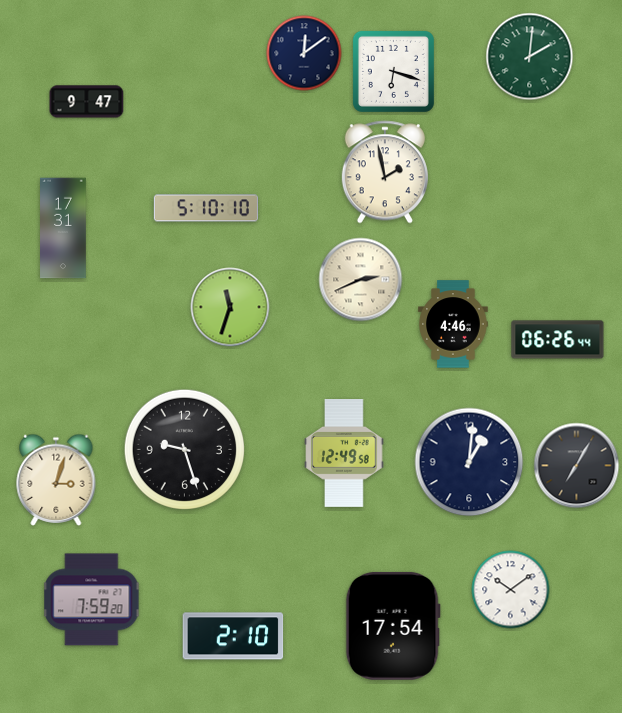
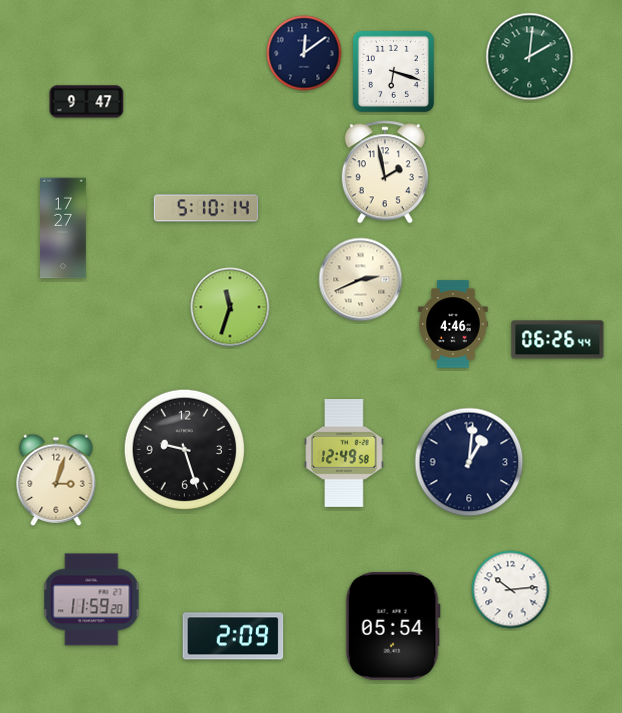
clock at (206, 208): 5:10:10 -> 5:10:14
clock at (63, 228): 17:31 -> 17:27
clock at (577, 466): 7:05 -> none
clock at (511, 590): 10:09 -> 10:14
clock at (92, 600): 7:59 -> 11:59
clock at (393, 626): 17:54 -> 05:54
clock at (233, 636): 2:10 -> 2:09
